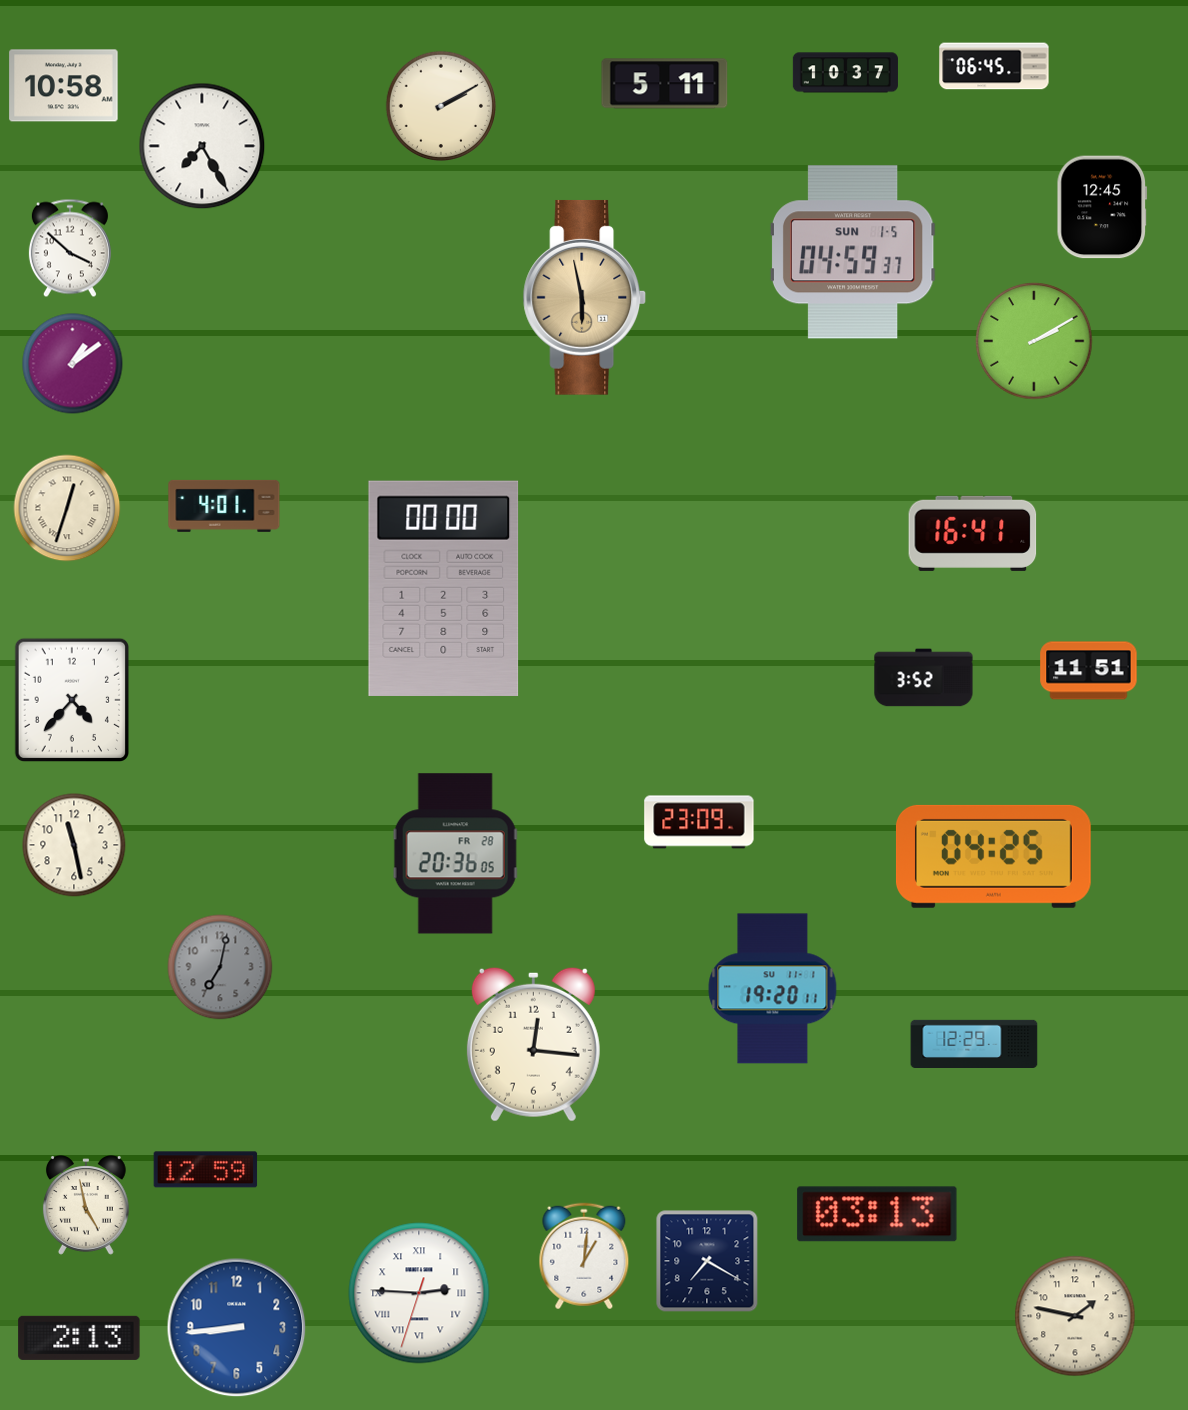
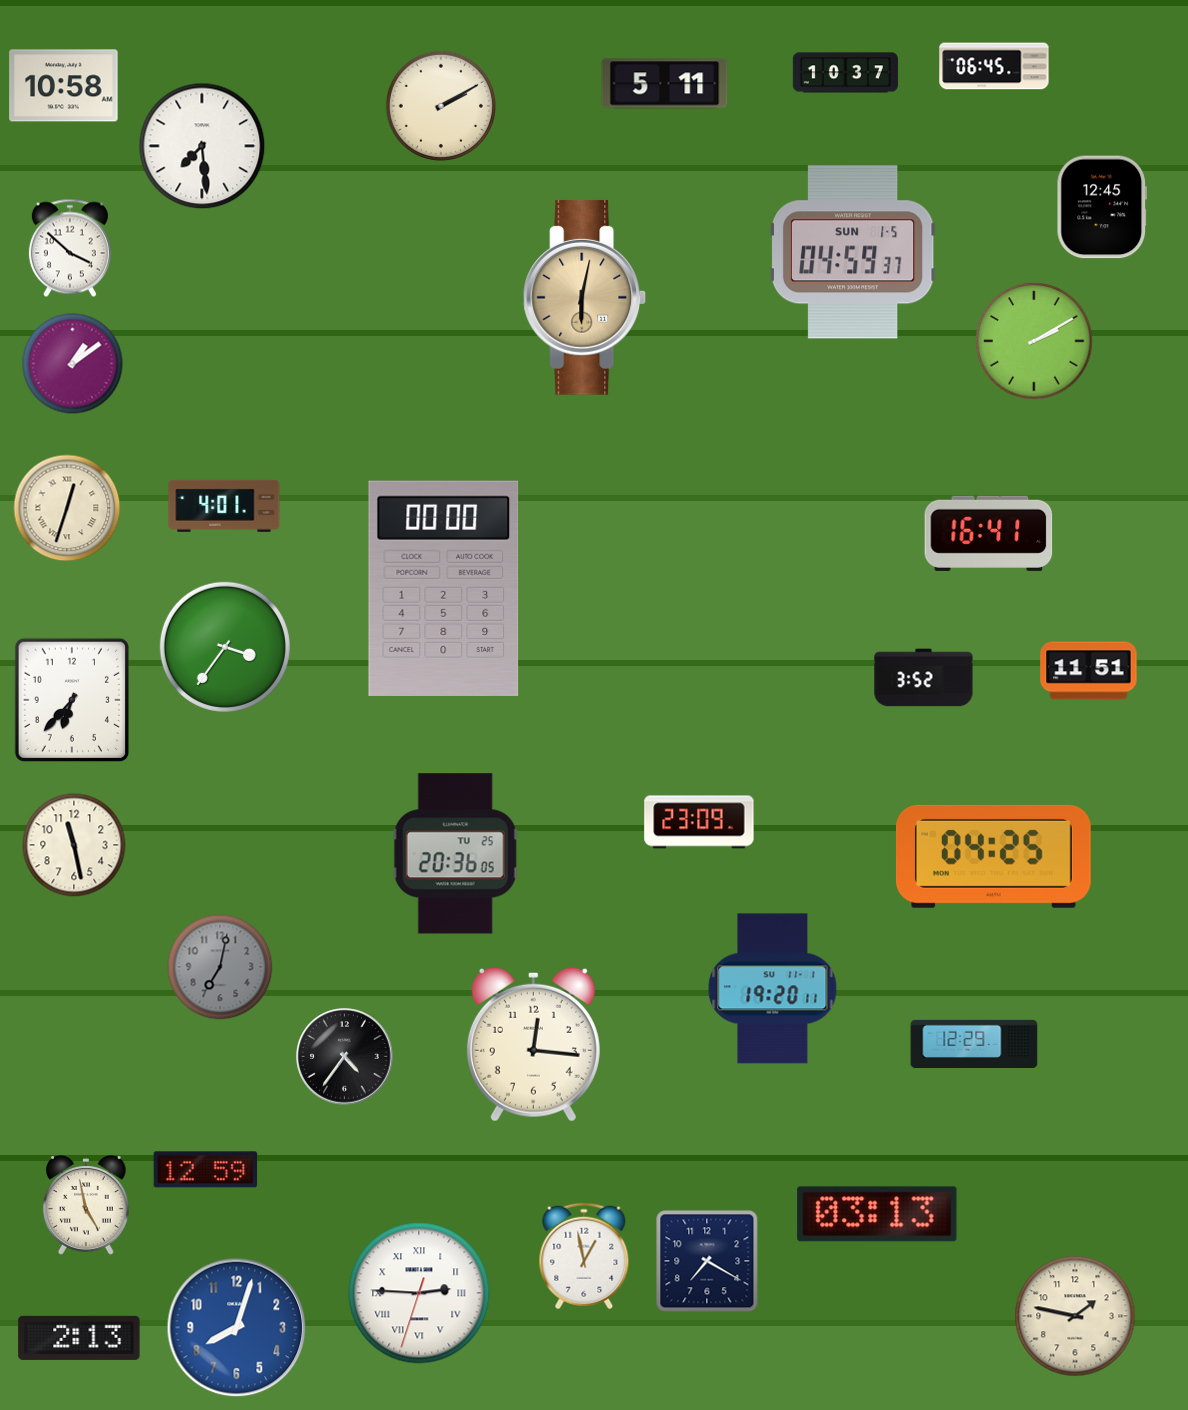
clock at (202, 146): 7:25 -> 7:29
clock at (585, 297): 5:58 -> 6:02
clock at (973, 533) position: (973, 533) -> (989, 533)
clock at (225, 647): none -> 3:36
clock at (71, 699): 4:37 -> 6:37
clock at (455, 854) date: FR 28 -> TU 25
clock at (345, 1057): none -> 4:36
clock at (584, 1256): 1:01 -> 12:58
clock at (237, 1328): 8:44 -> 8:03
